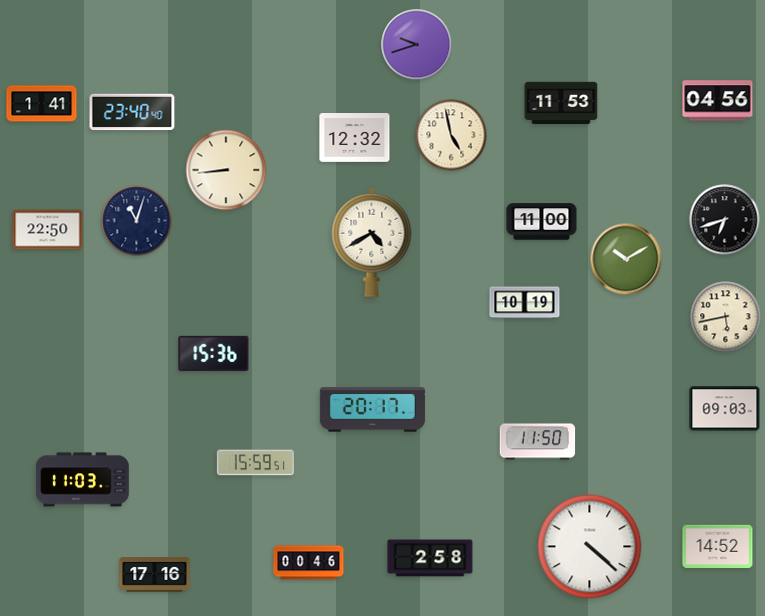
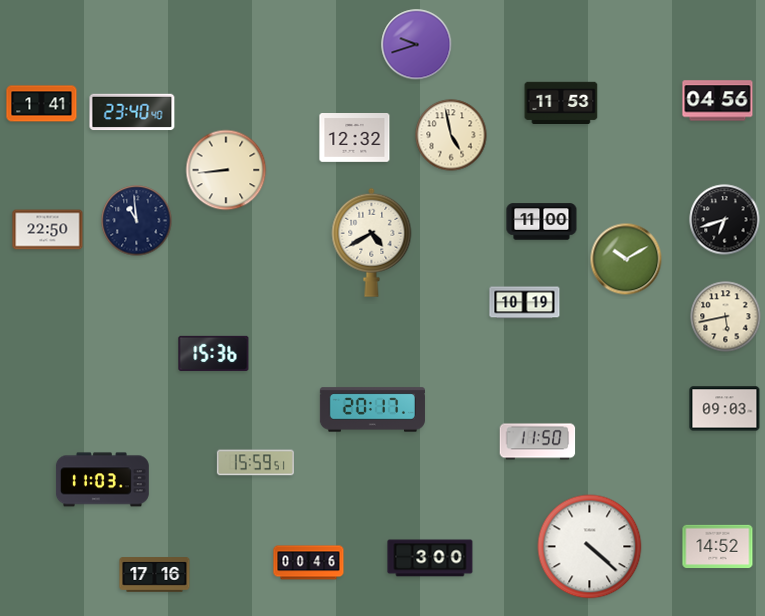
clock at (137, 221): 11:03 -> 10:59
clock at (82, 480) position: (82, 480) -> (102, 480)
clock at (430, 558): 2:58 -> 3:00
